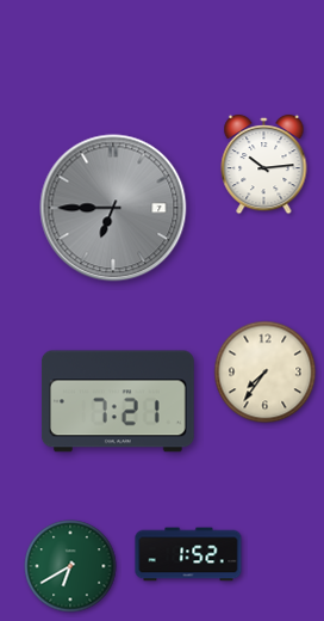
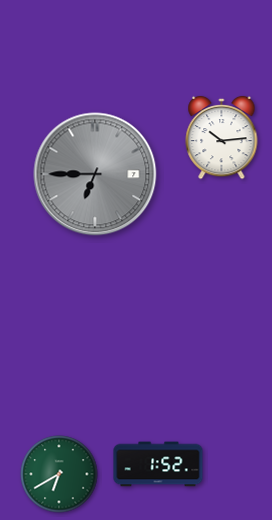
clock at (266, 373): 7:36 -> none
clock at (118, 401): 7:21 -> none
